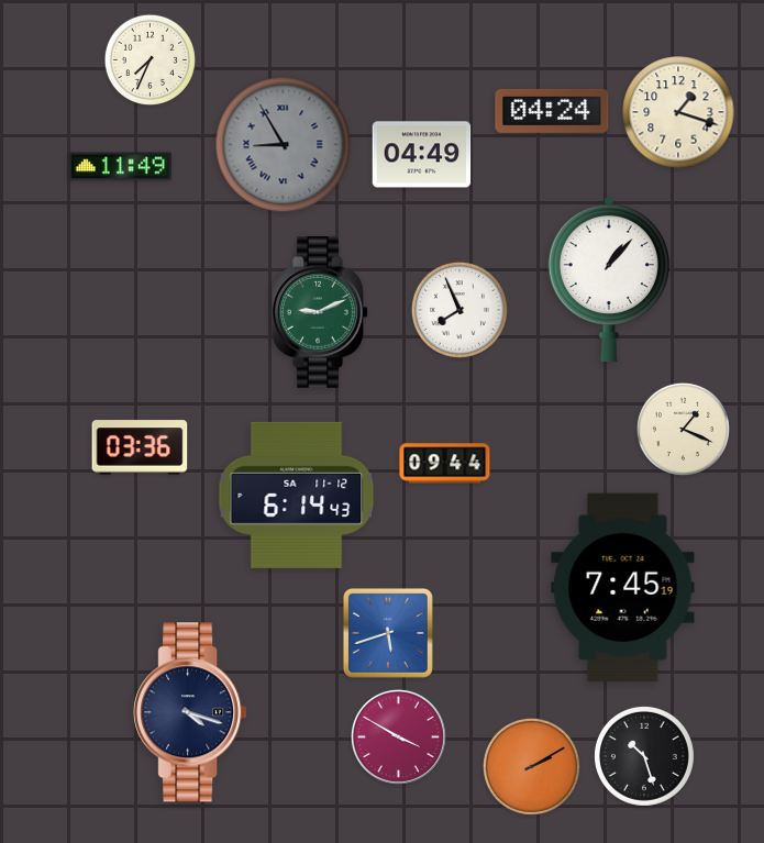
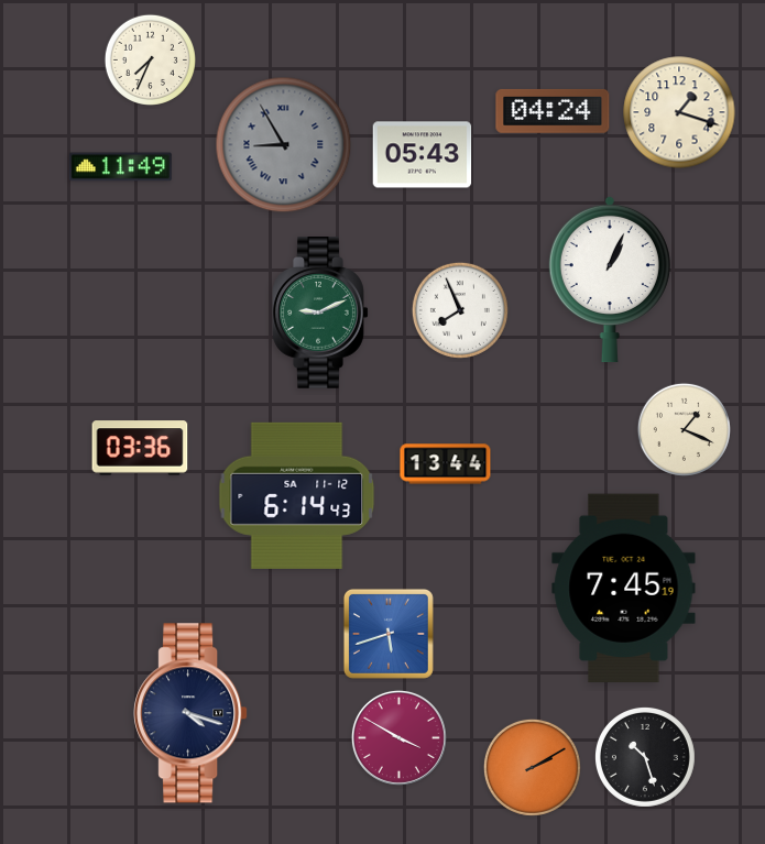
clock at (422, 155): 04:49 -> 05:43
clock at (609, 279): 1:07 -> 1:04
clock at (445, 464): 09:44 -> 13:44
